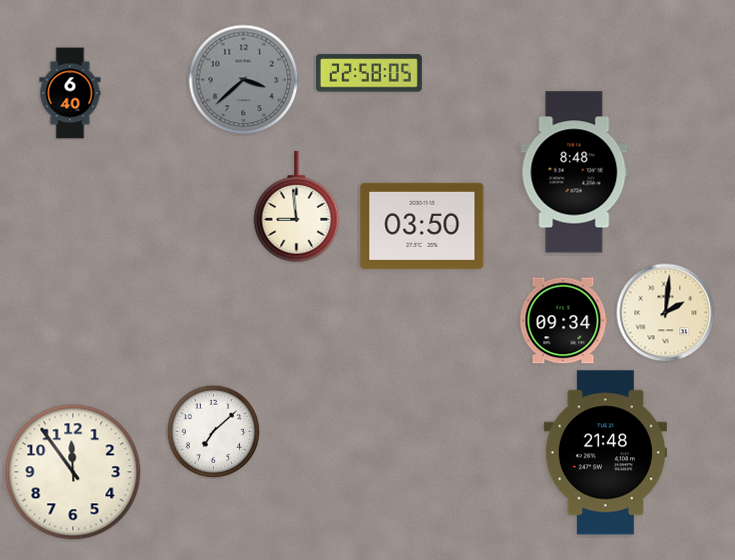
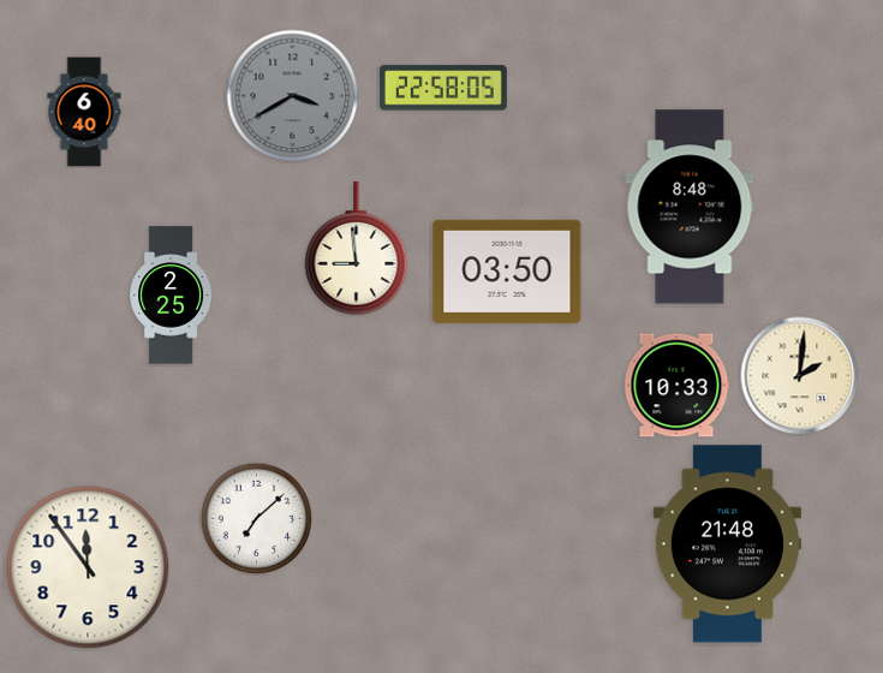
clock at (244, 80): 3:38 -> 3:40
clock at (172, 296): none -> 2:25
clock at (564, 321): 09:34 -> 10:33
